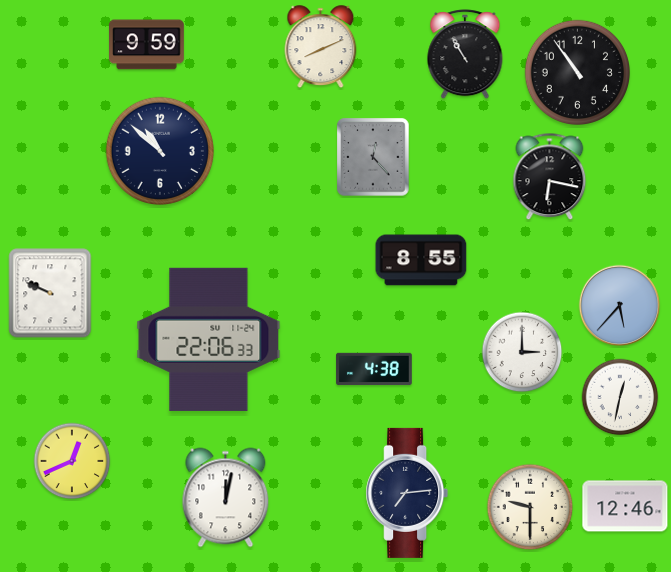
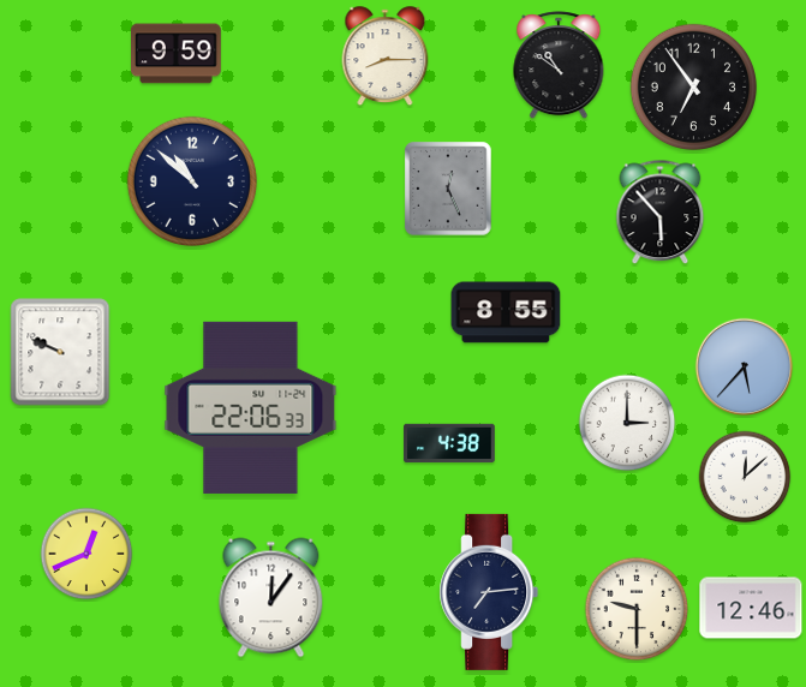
clock at (321, 47): 8:11 -> 8:15
clock at (465, 55): 10:55 -> 10:51
clock at (577, 72): 10:54 -> 6:54
clock at (373, 157): 12:23 -> 12:26
clock at (550, 177): 6:17 -> 5:53
clock at (620, 397): 12:32 -> 12:08
clock at (226, 498): 12:02 -> 12:06
